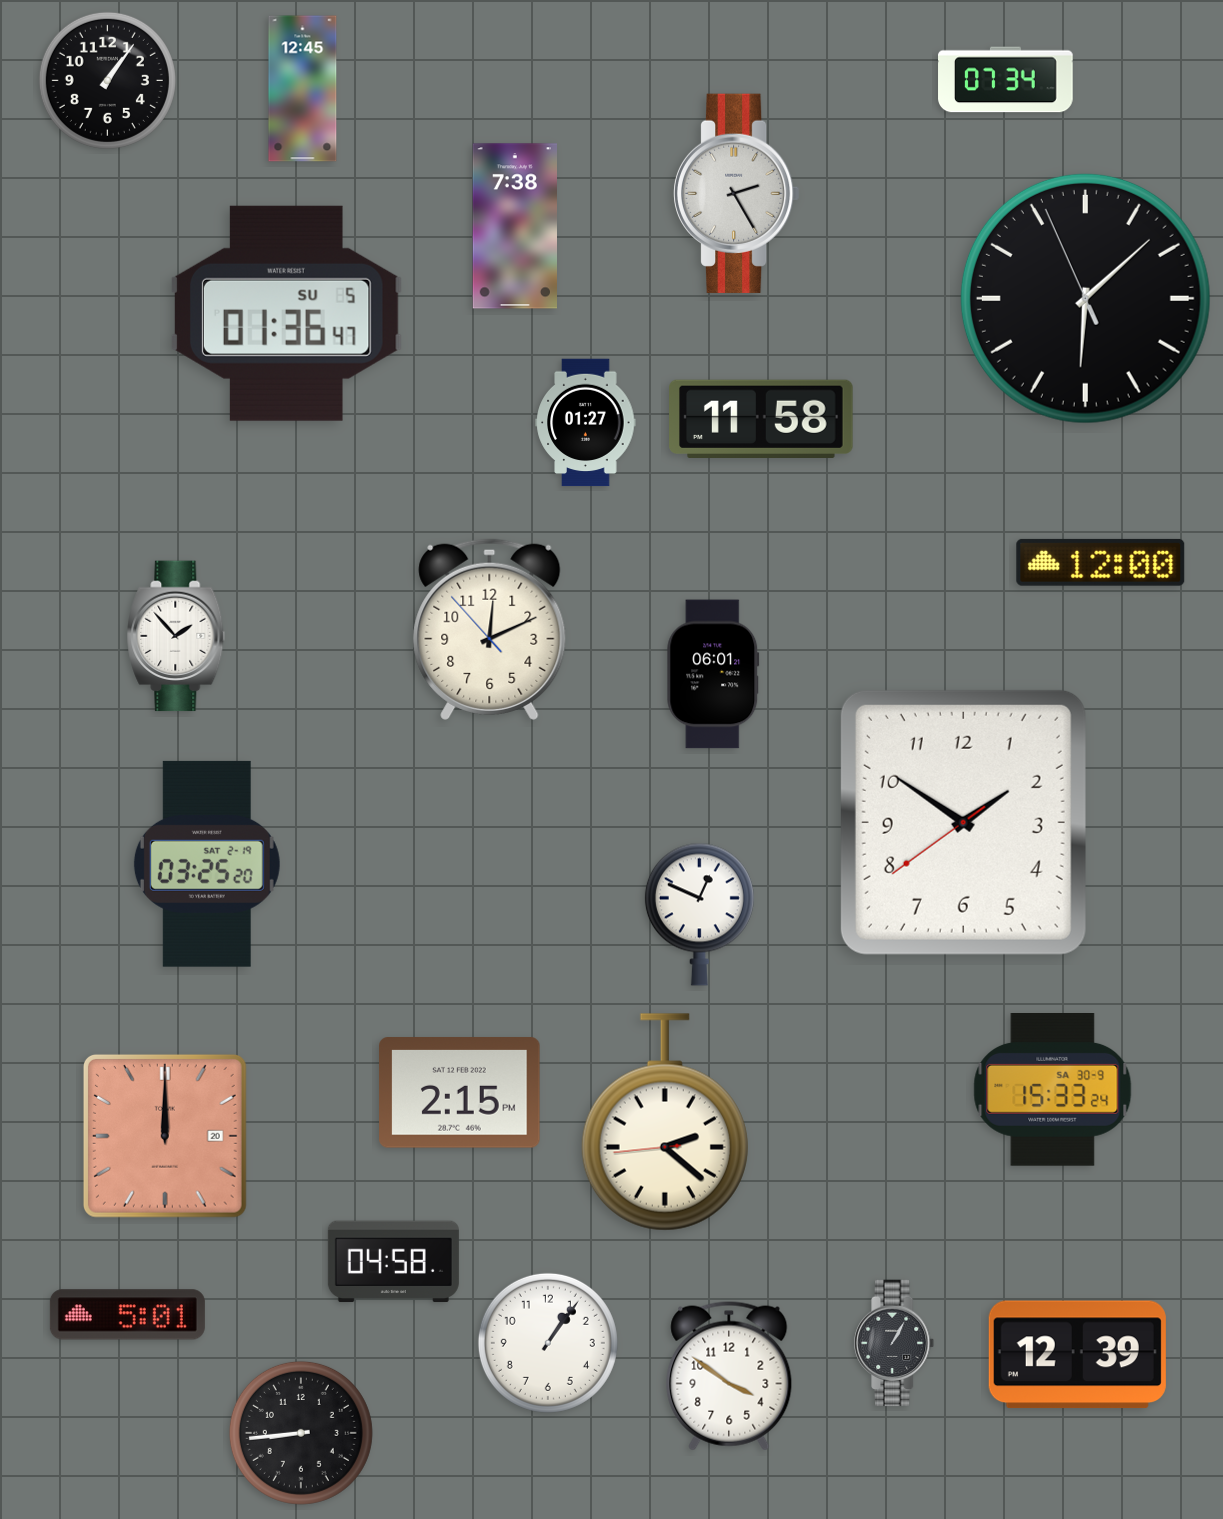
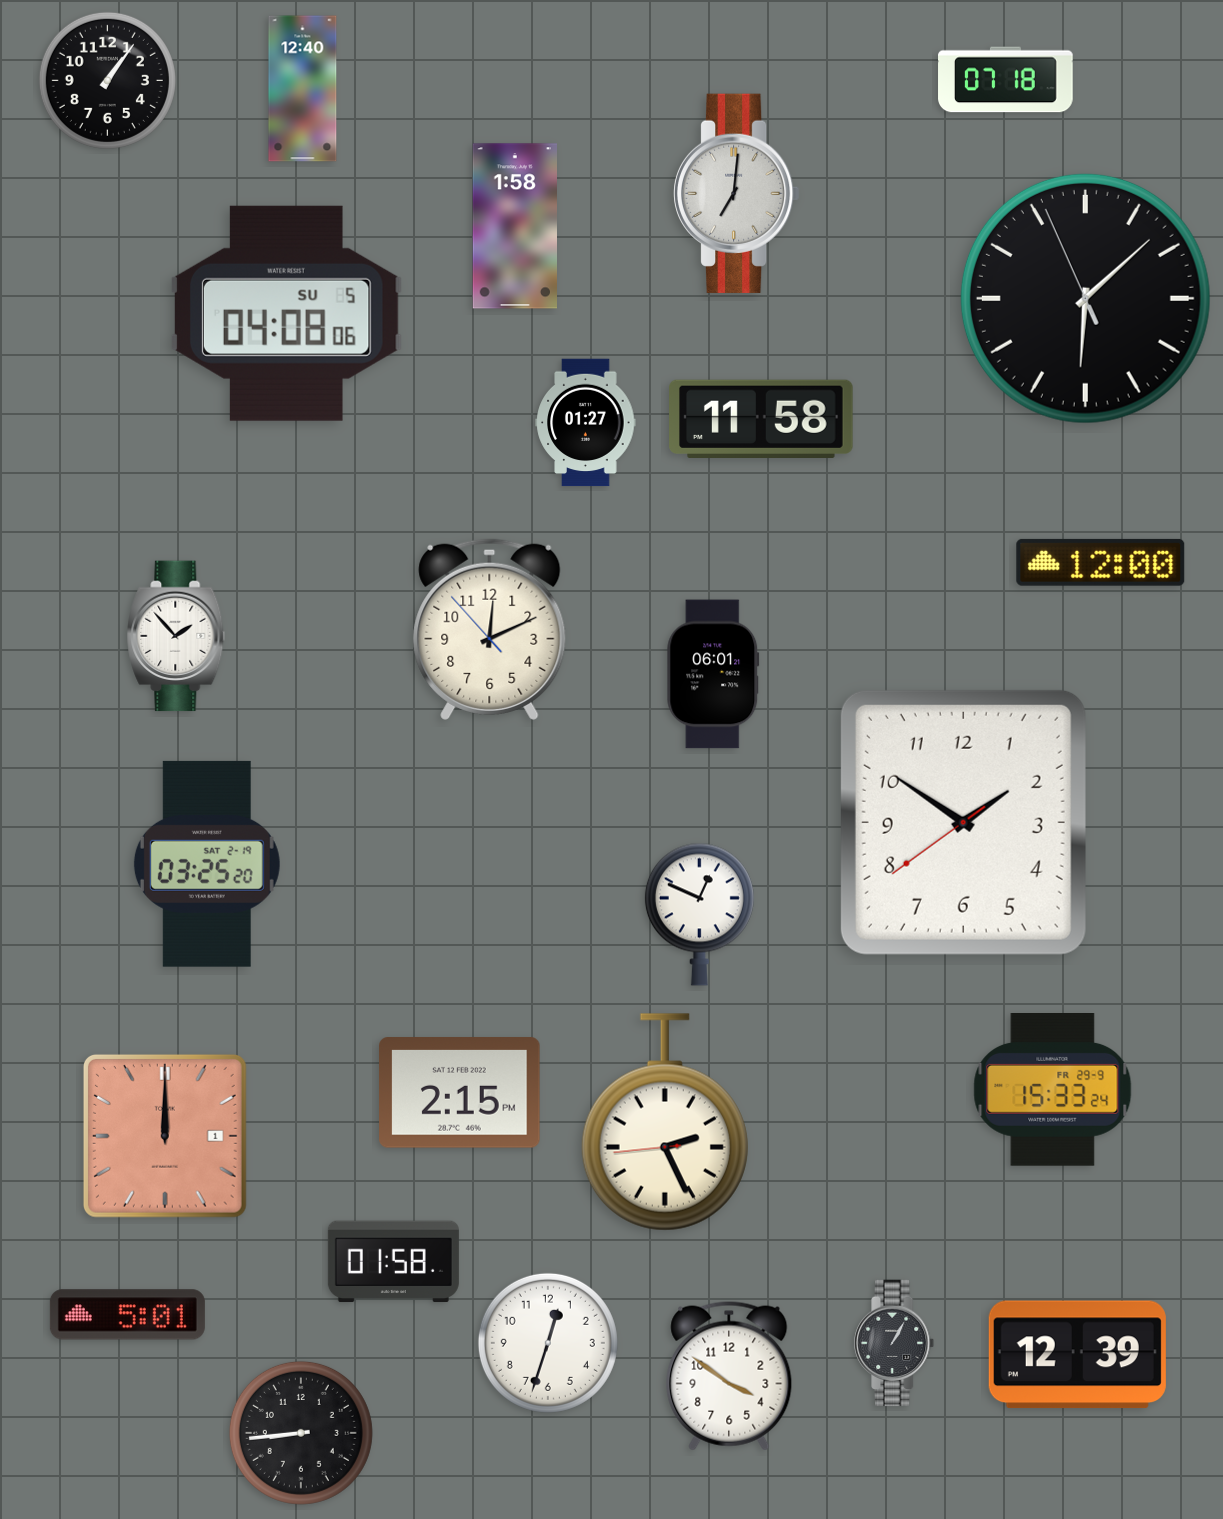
clock at (1006, 80): 07:34 -> 07:18
clock at (303, 89): 12:45 -> 12:40
clock at (737, 193): 2:25 -> 7:01
clock at (514, 226): 7:38 -> 1:58
clock at (286, 313): 01:36 -> 04:08
clock at (1053, 1090) date: SA 30-9 -> FR 29-9
clock at (665, 1122): 2:21 -> 2:25
clock at (165, 1136) date: 20 -> 1
clock at (393, 1262): 04:58 -> 01:58
clock at (548, 1343): 1:06 -> 12:33
